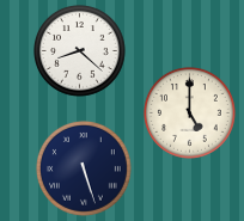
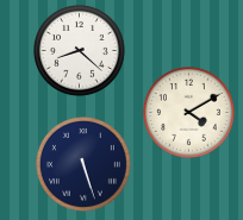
clock at (190, 113): 5:00 -> 4:10
clock at (84, 168) position: (84, 168) -> (83, 164)
